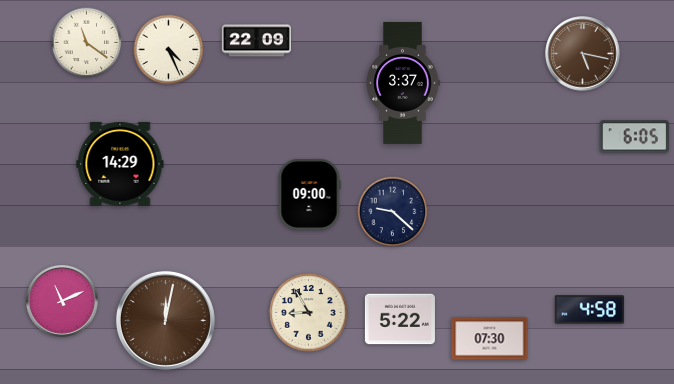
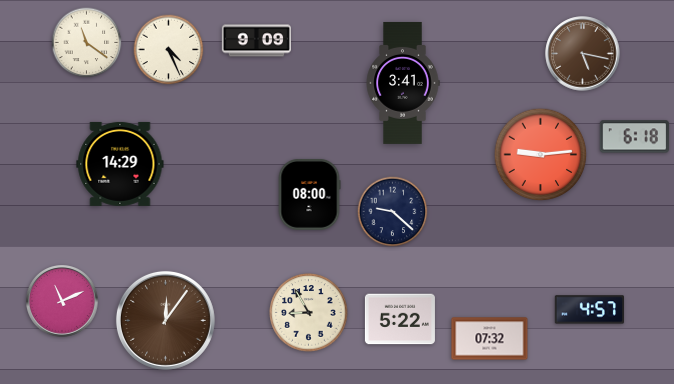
clock at (256, 41): 22:09 -> 9:09
clock at (403, 83): 3:37 -> 3:41
clock at (634, 137): 6:05 -> 6:18
clock at (541, 155): none -> 9:14
clock at (309, 194): 09:00 -> 08:00
clock at (589, 310): 4:58 -> 4:57
clock at (165, 320): 12:02 -> 12:06
clock at (490, 339): 07:30 -> 07:32
